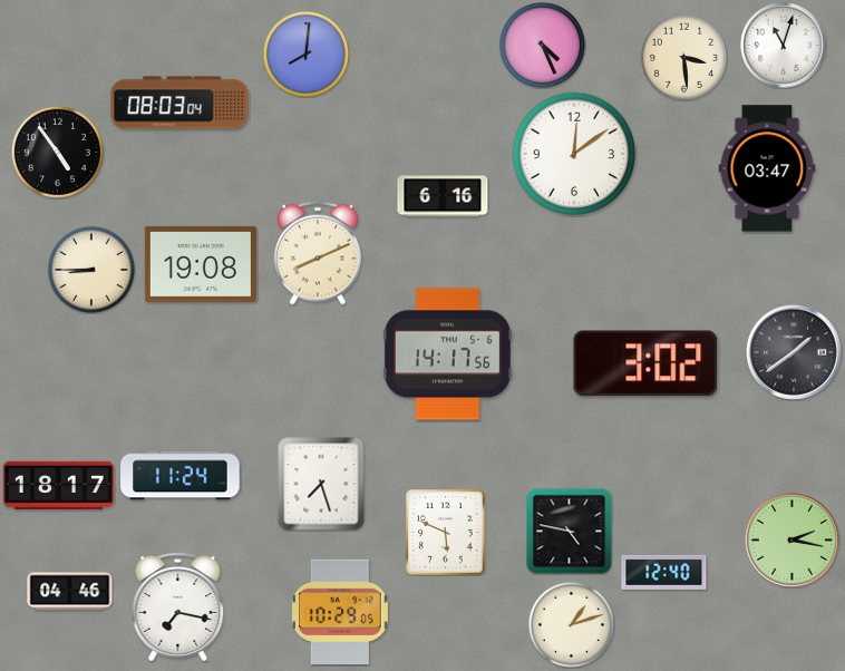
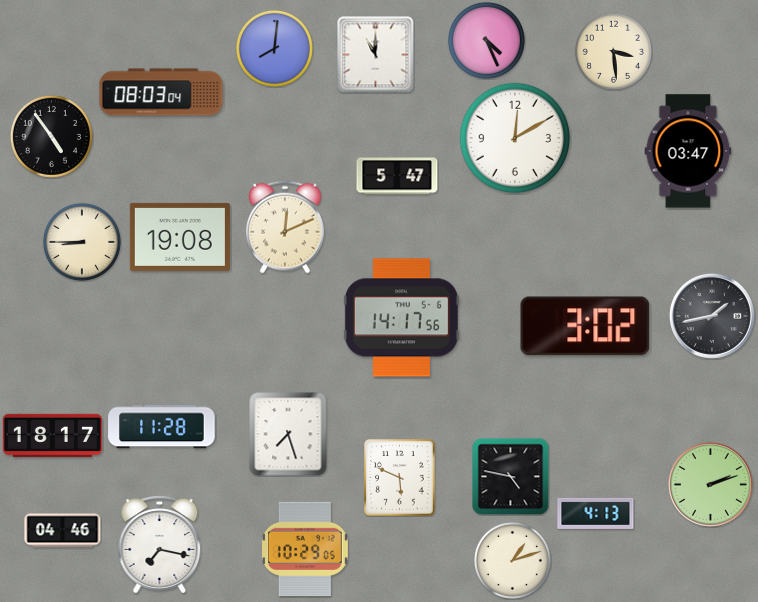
clock at (784, 46): 11:03 -> none
clock at (376, 55): none -> 11:00
clock at (574, 154): 12:09 -> 12:10
clock at (443, 196): 6:16 -> 5:47
clock at (319, 253): 8:11 -> 12:11
clock at (794, 352): 1:39 -> 1:43
clock at (645, 363) position: (645, 363) -> (585, 326)
clock at (181, 476): 11:24 -> 11:28
clock at (791, 539): 2:17 -> 2:12
clock at (664, 572): 12:40 -> 4:13
